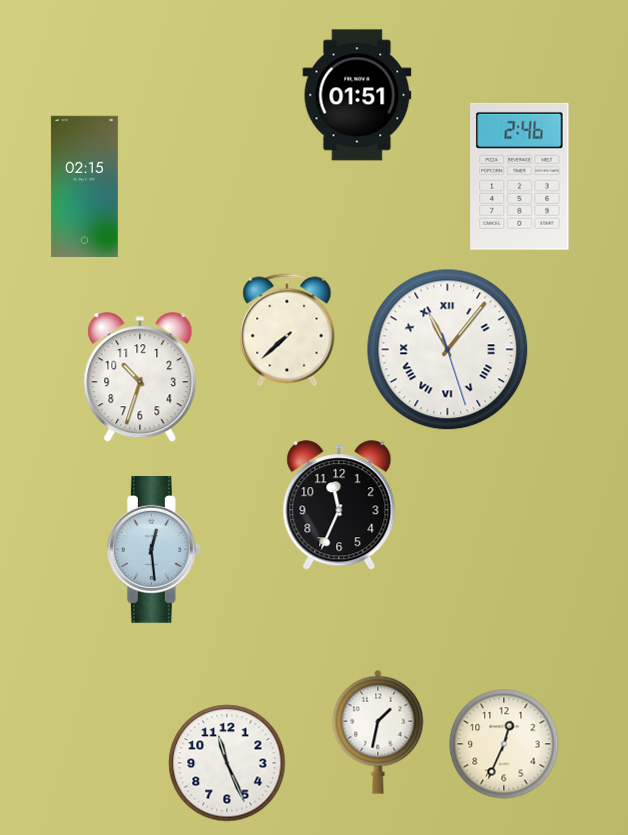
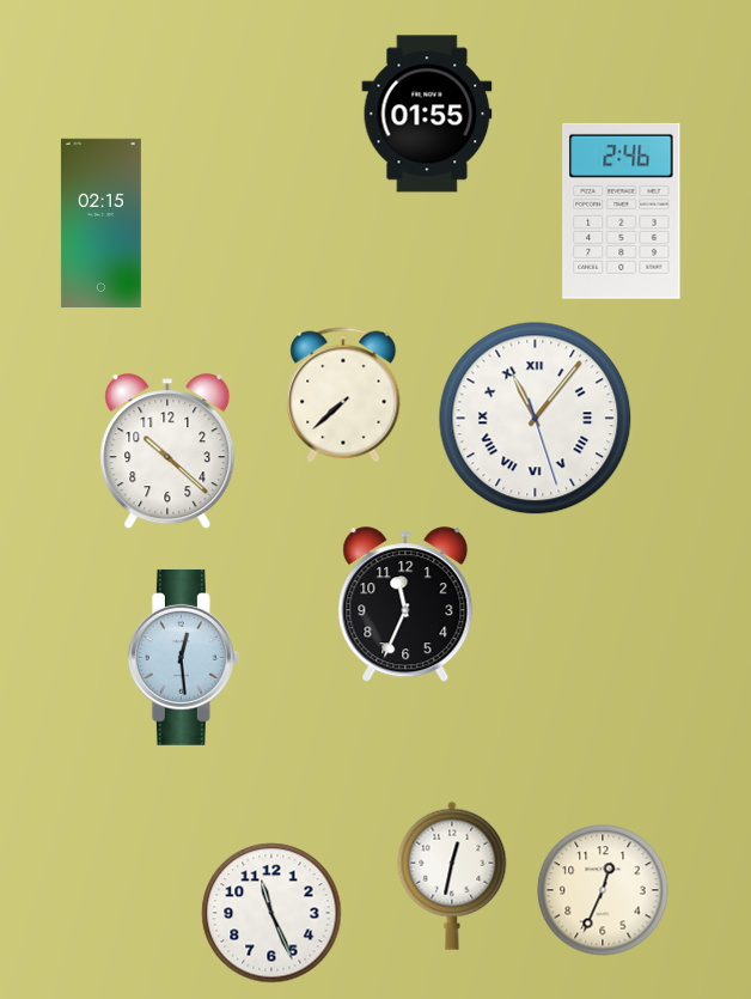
clock at (357, 95): 01:51 -> 01:55
clock at (140, 378): 10:33 -> 10:22
clock at (378, 732): 1:32 -> 12:32
